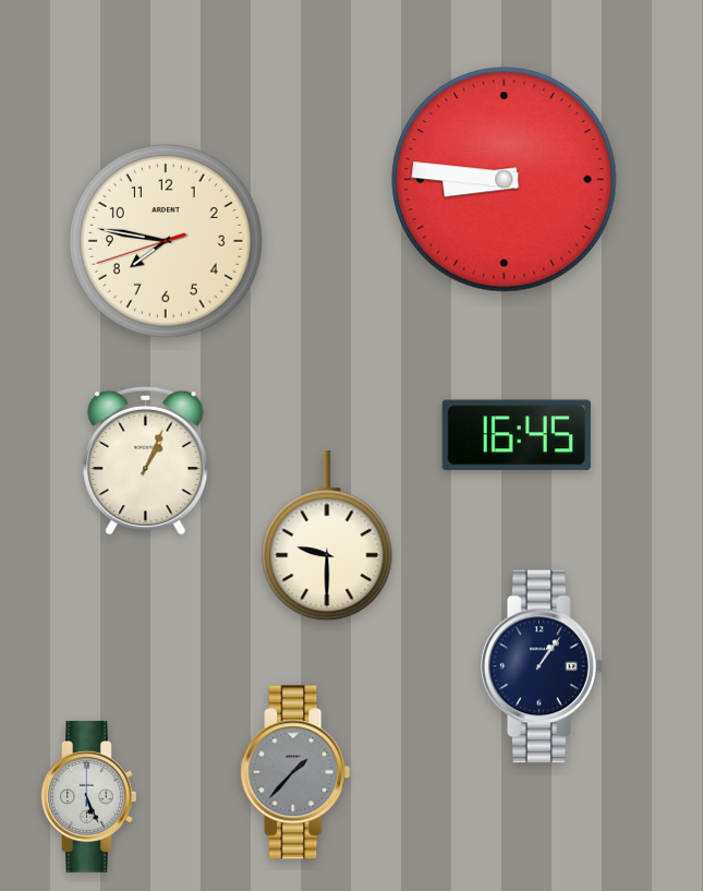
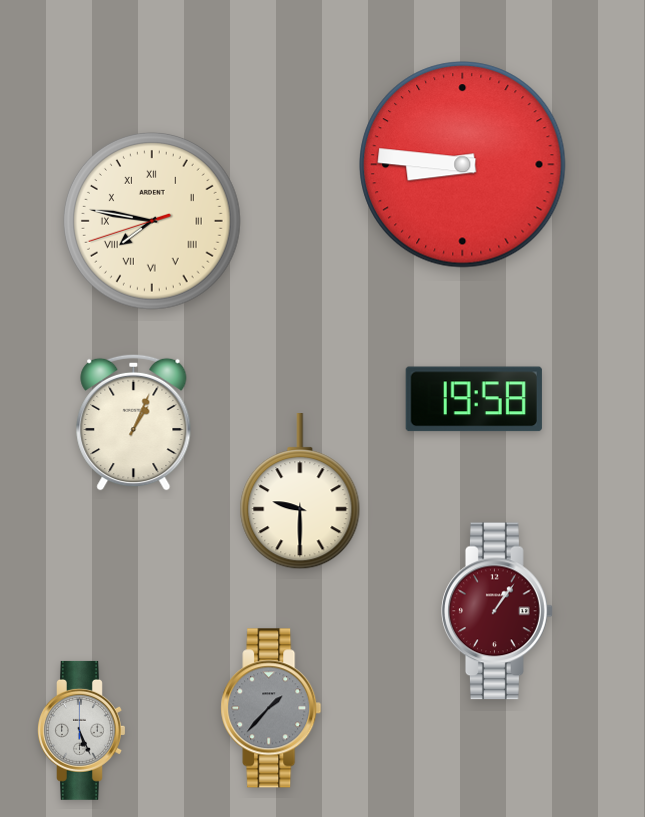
clock at (167, 242) numerals: Arabic -> Roman
clock at (517, 435): 16:45 -> 19:58
clock at (542, 666) dial: navy -> burgundy
